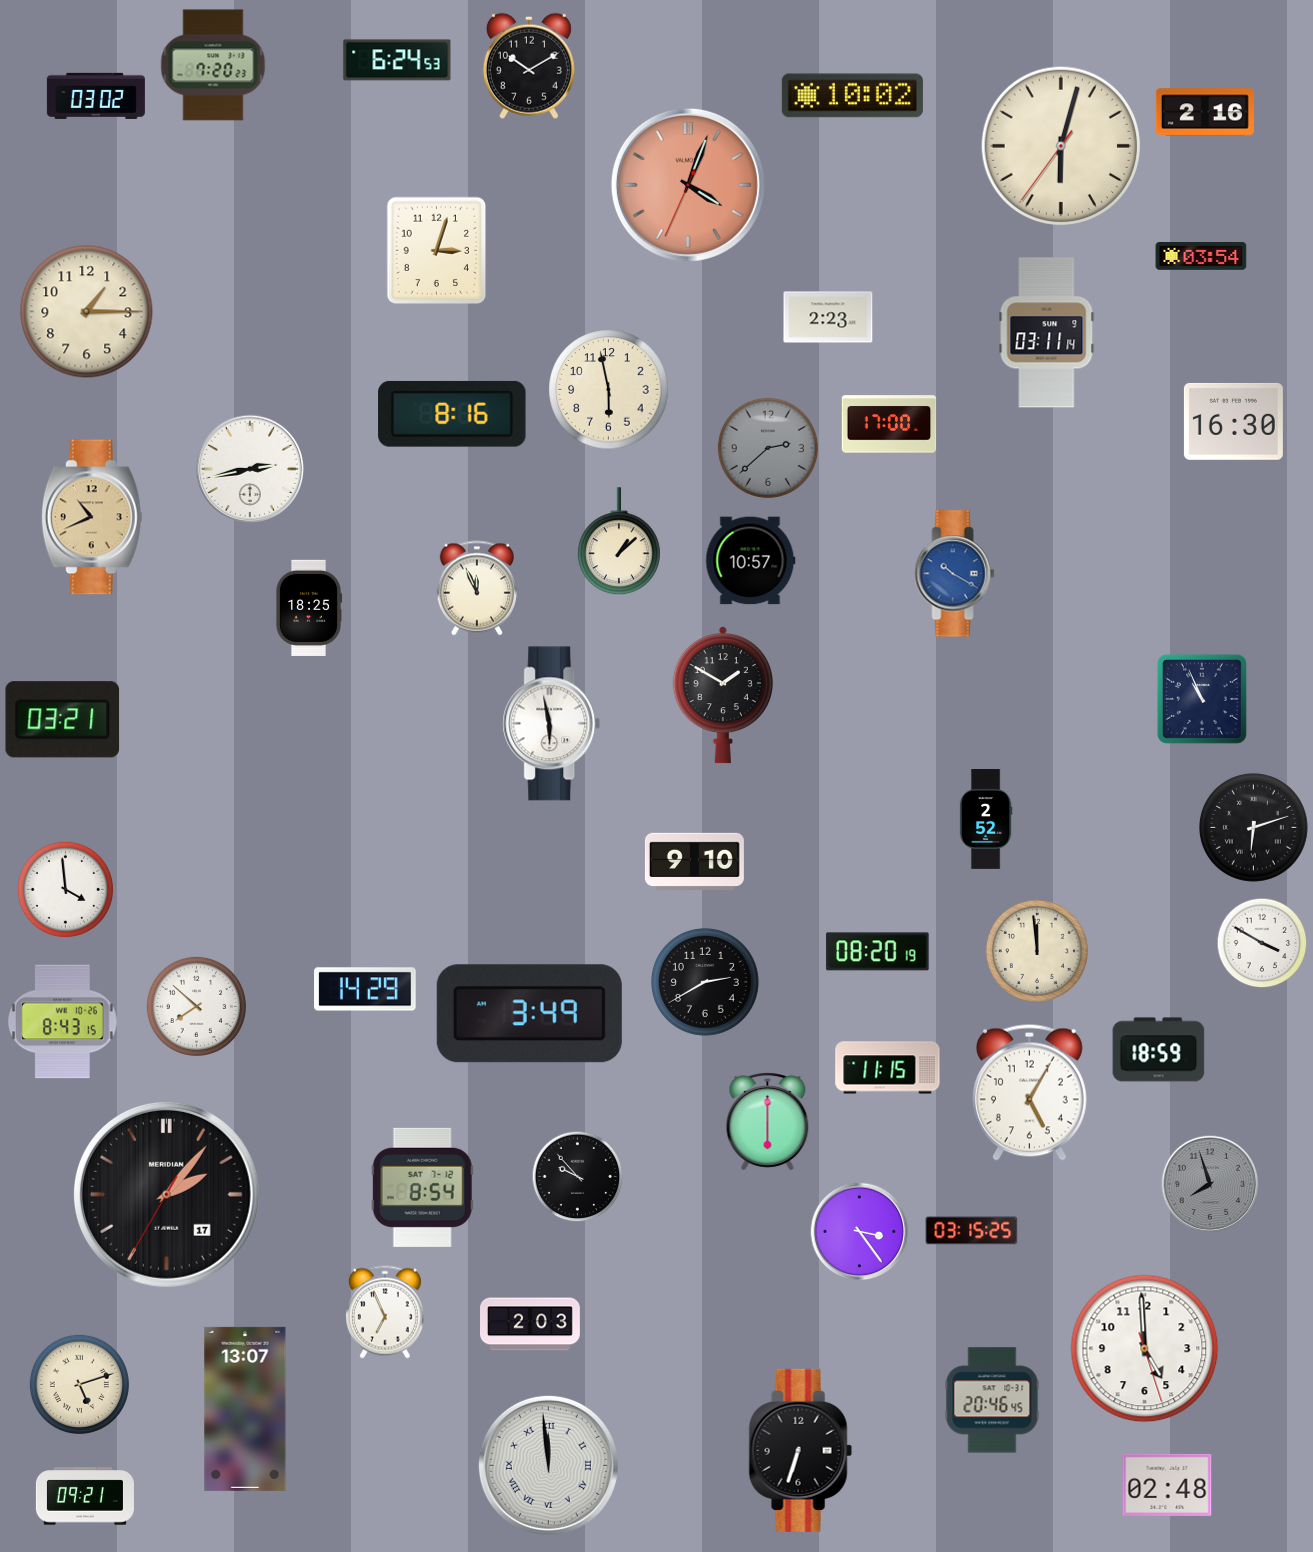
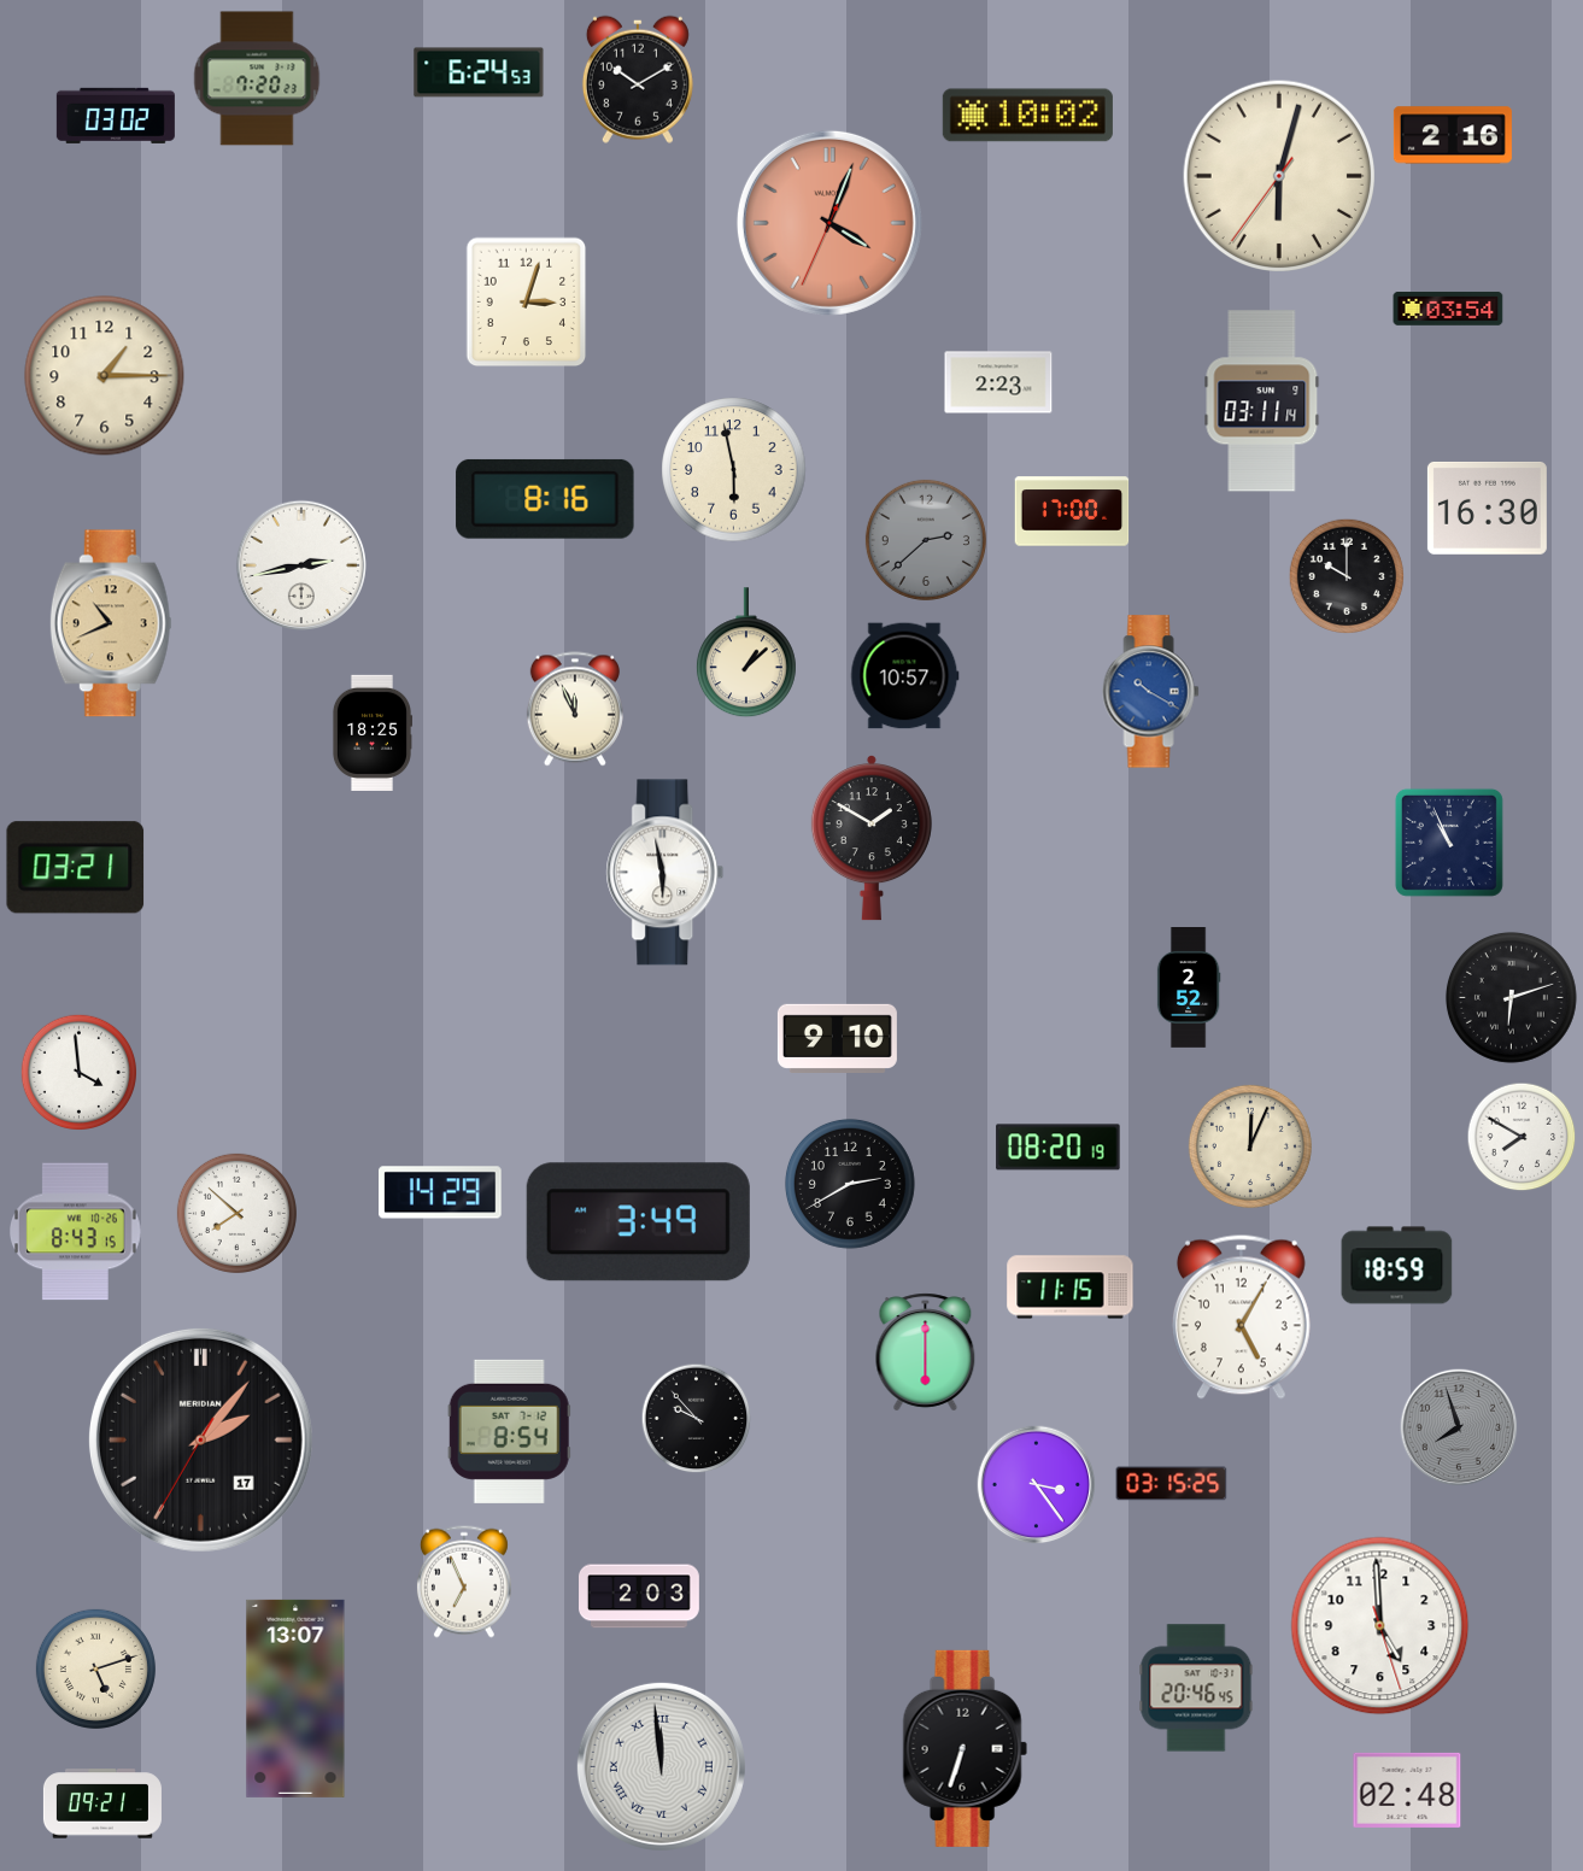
clock at (1345, 575): none -> 10:00
clock at (1262, 943): 3:50 -> 7:50
clock at (1037, 951): 11:59 -> 12:04
